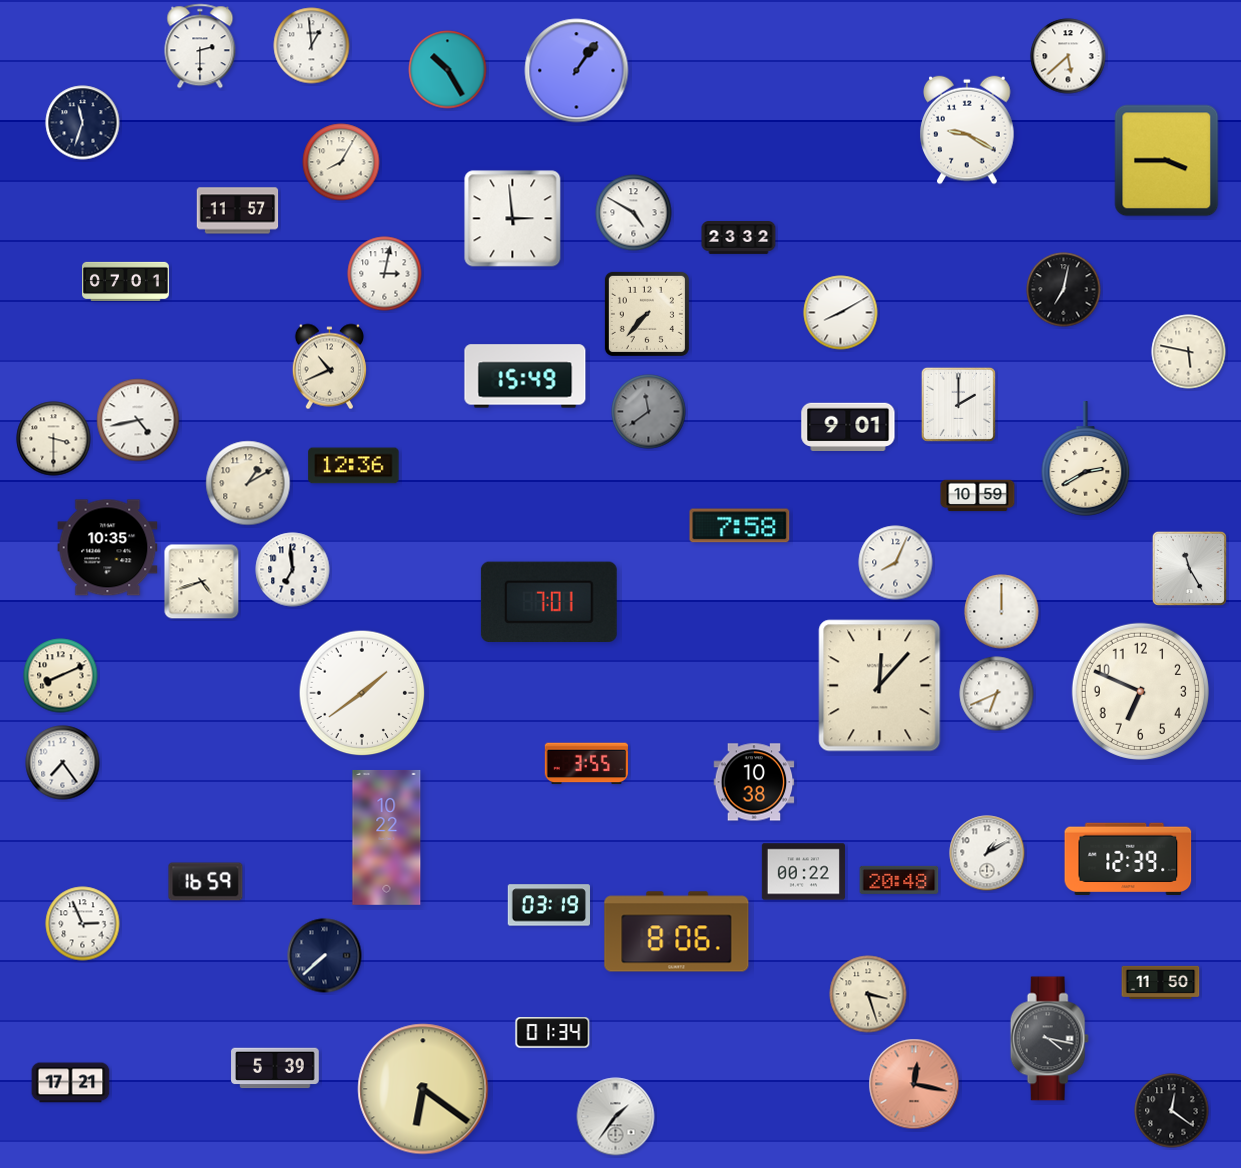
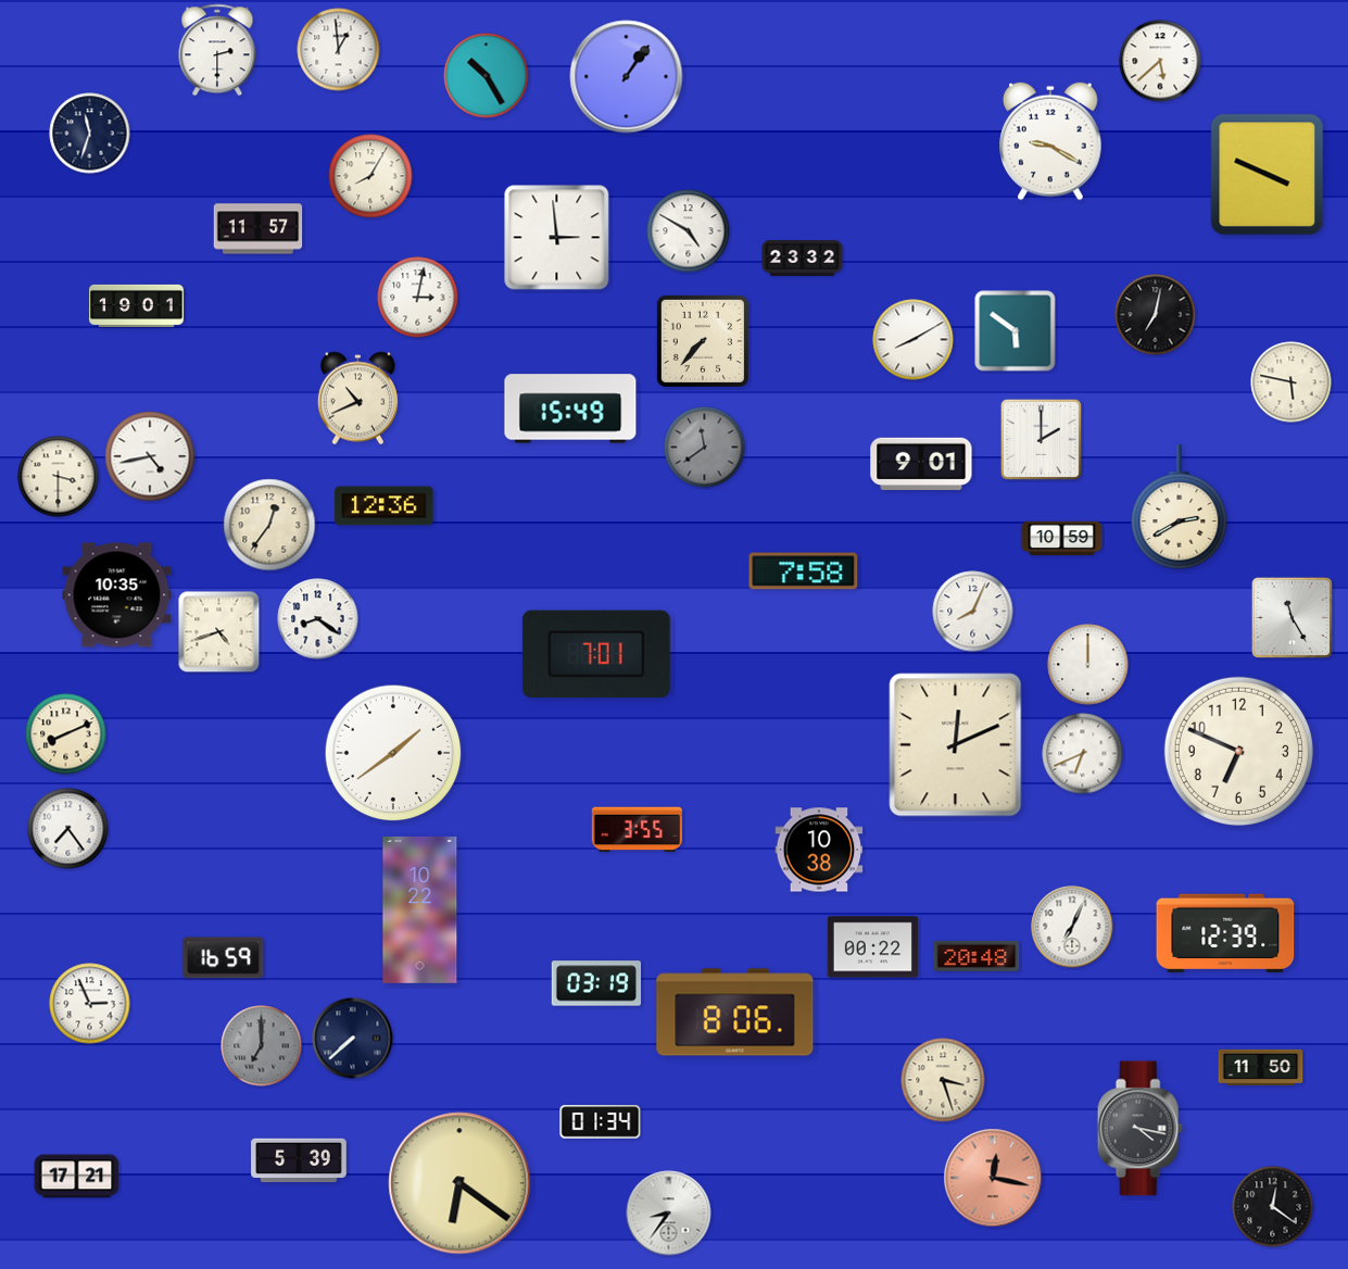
clock at (1167, 161): 3:45 -> 3:49
clock at (126, 281): 07:01 -> 19:01
clock at (1016, 331): none -> 5:51
clock at (1086, 459) position: (1086, 459) -> (1180, 507)
clock at (248, 483): 1:10 -> 12:36
clock at (293, 570): 6:59 -> 8:21
clock at (880, 686): 12:07 -> 12:11
clock at (987, 853): 1:10 -> 7:04
clock at (262, 1046): none -> 7:00
clock at (616, 1117): 1:36 -> 8:36
